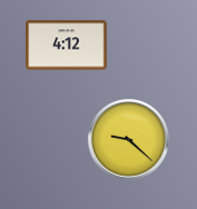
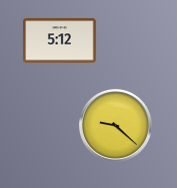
clock at (67, 46): 4:12 -> 5:12
